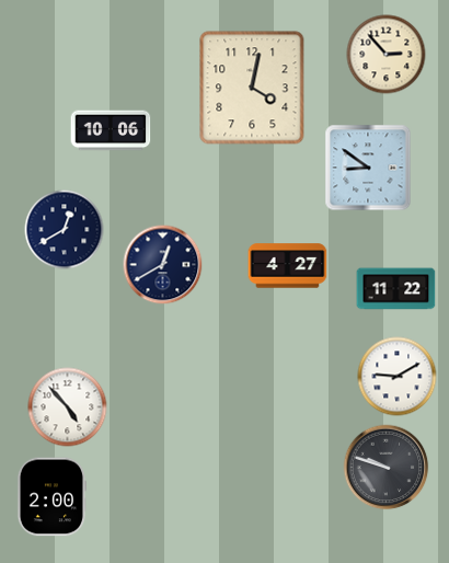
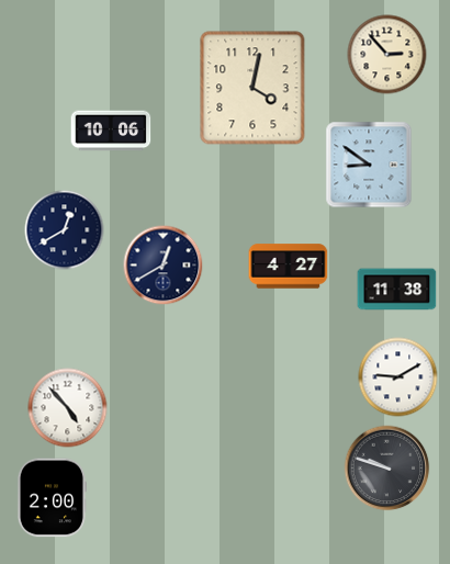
clock at (368, 168) position: (368, 168) -> (369, 165)
clock at (396, 289): 11:22 -> 11:38
